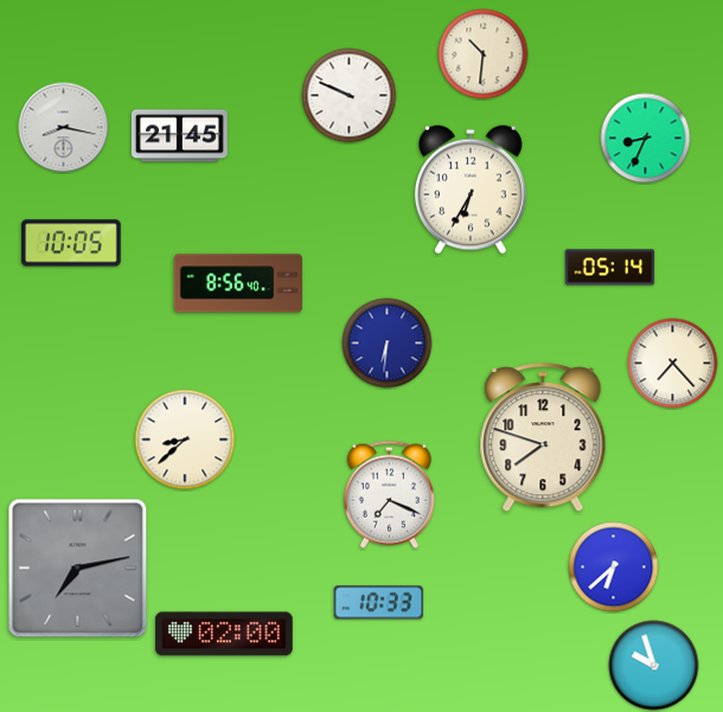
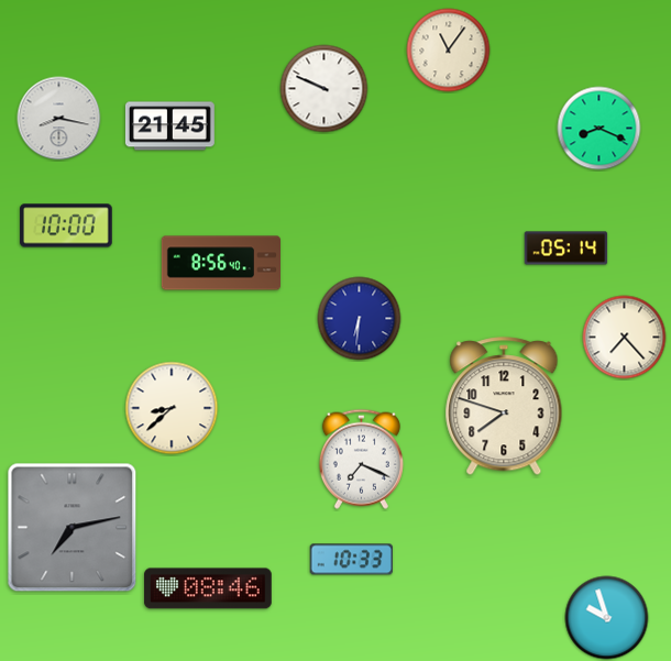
clock at (484, 54): 10:31 -> 11:06
clock at (179, 136) position: (179, 136) -> (169, 126)
clock at (646, 139): 8:34 -> 8:19
clock at (471, 190): 6:35 -> none
clock at (71, 243): 10:05 -> 10:00
clock at (614, 567): 6:38 -> none
clock at (224, 634): 02:00 -> 08:46
